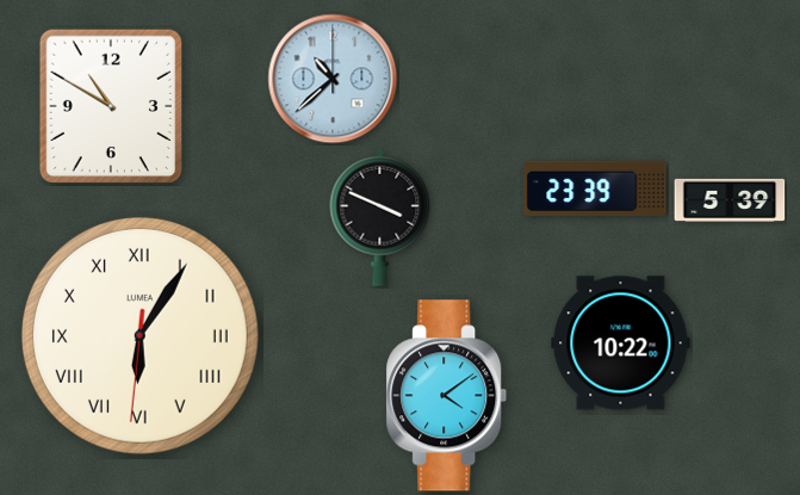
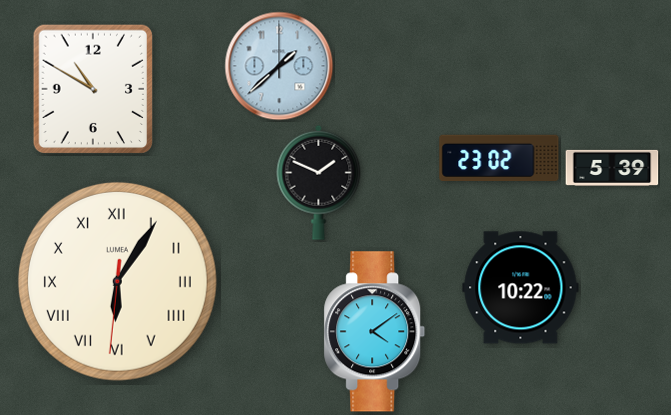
clock at (333, 79): 10:38 -> 1:38
clock at (595, 187): 23:39 -> 23:02
clock at (380, 217): 3:49 -> 1:49
